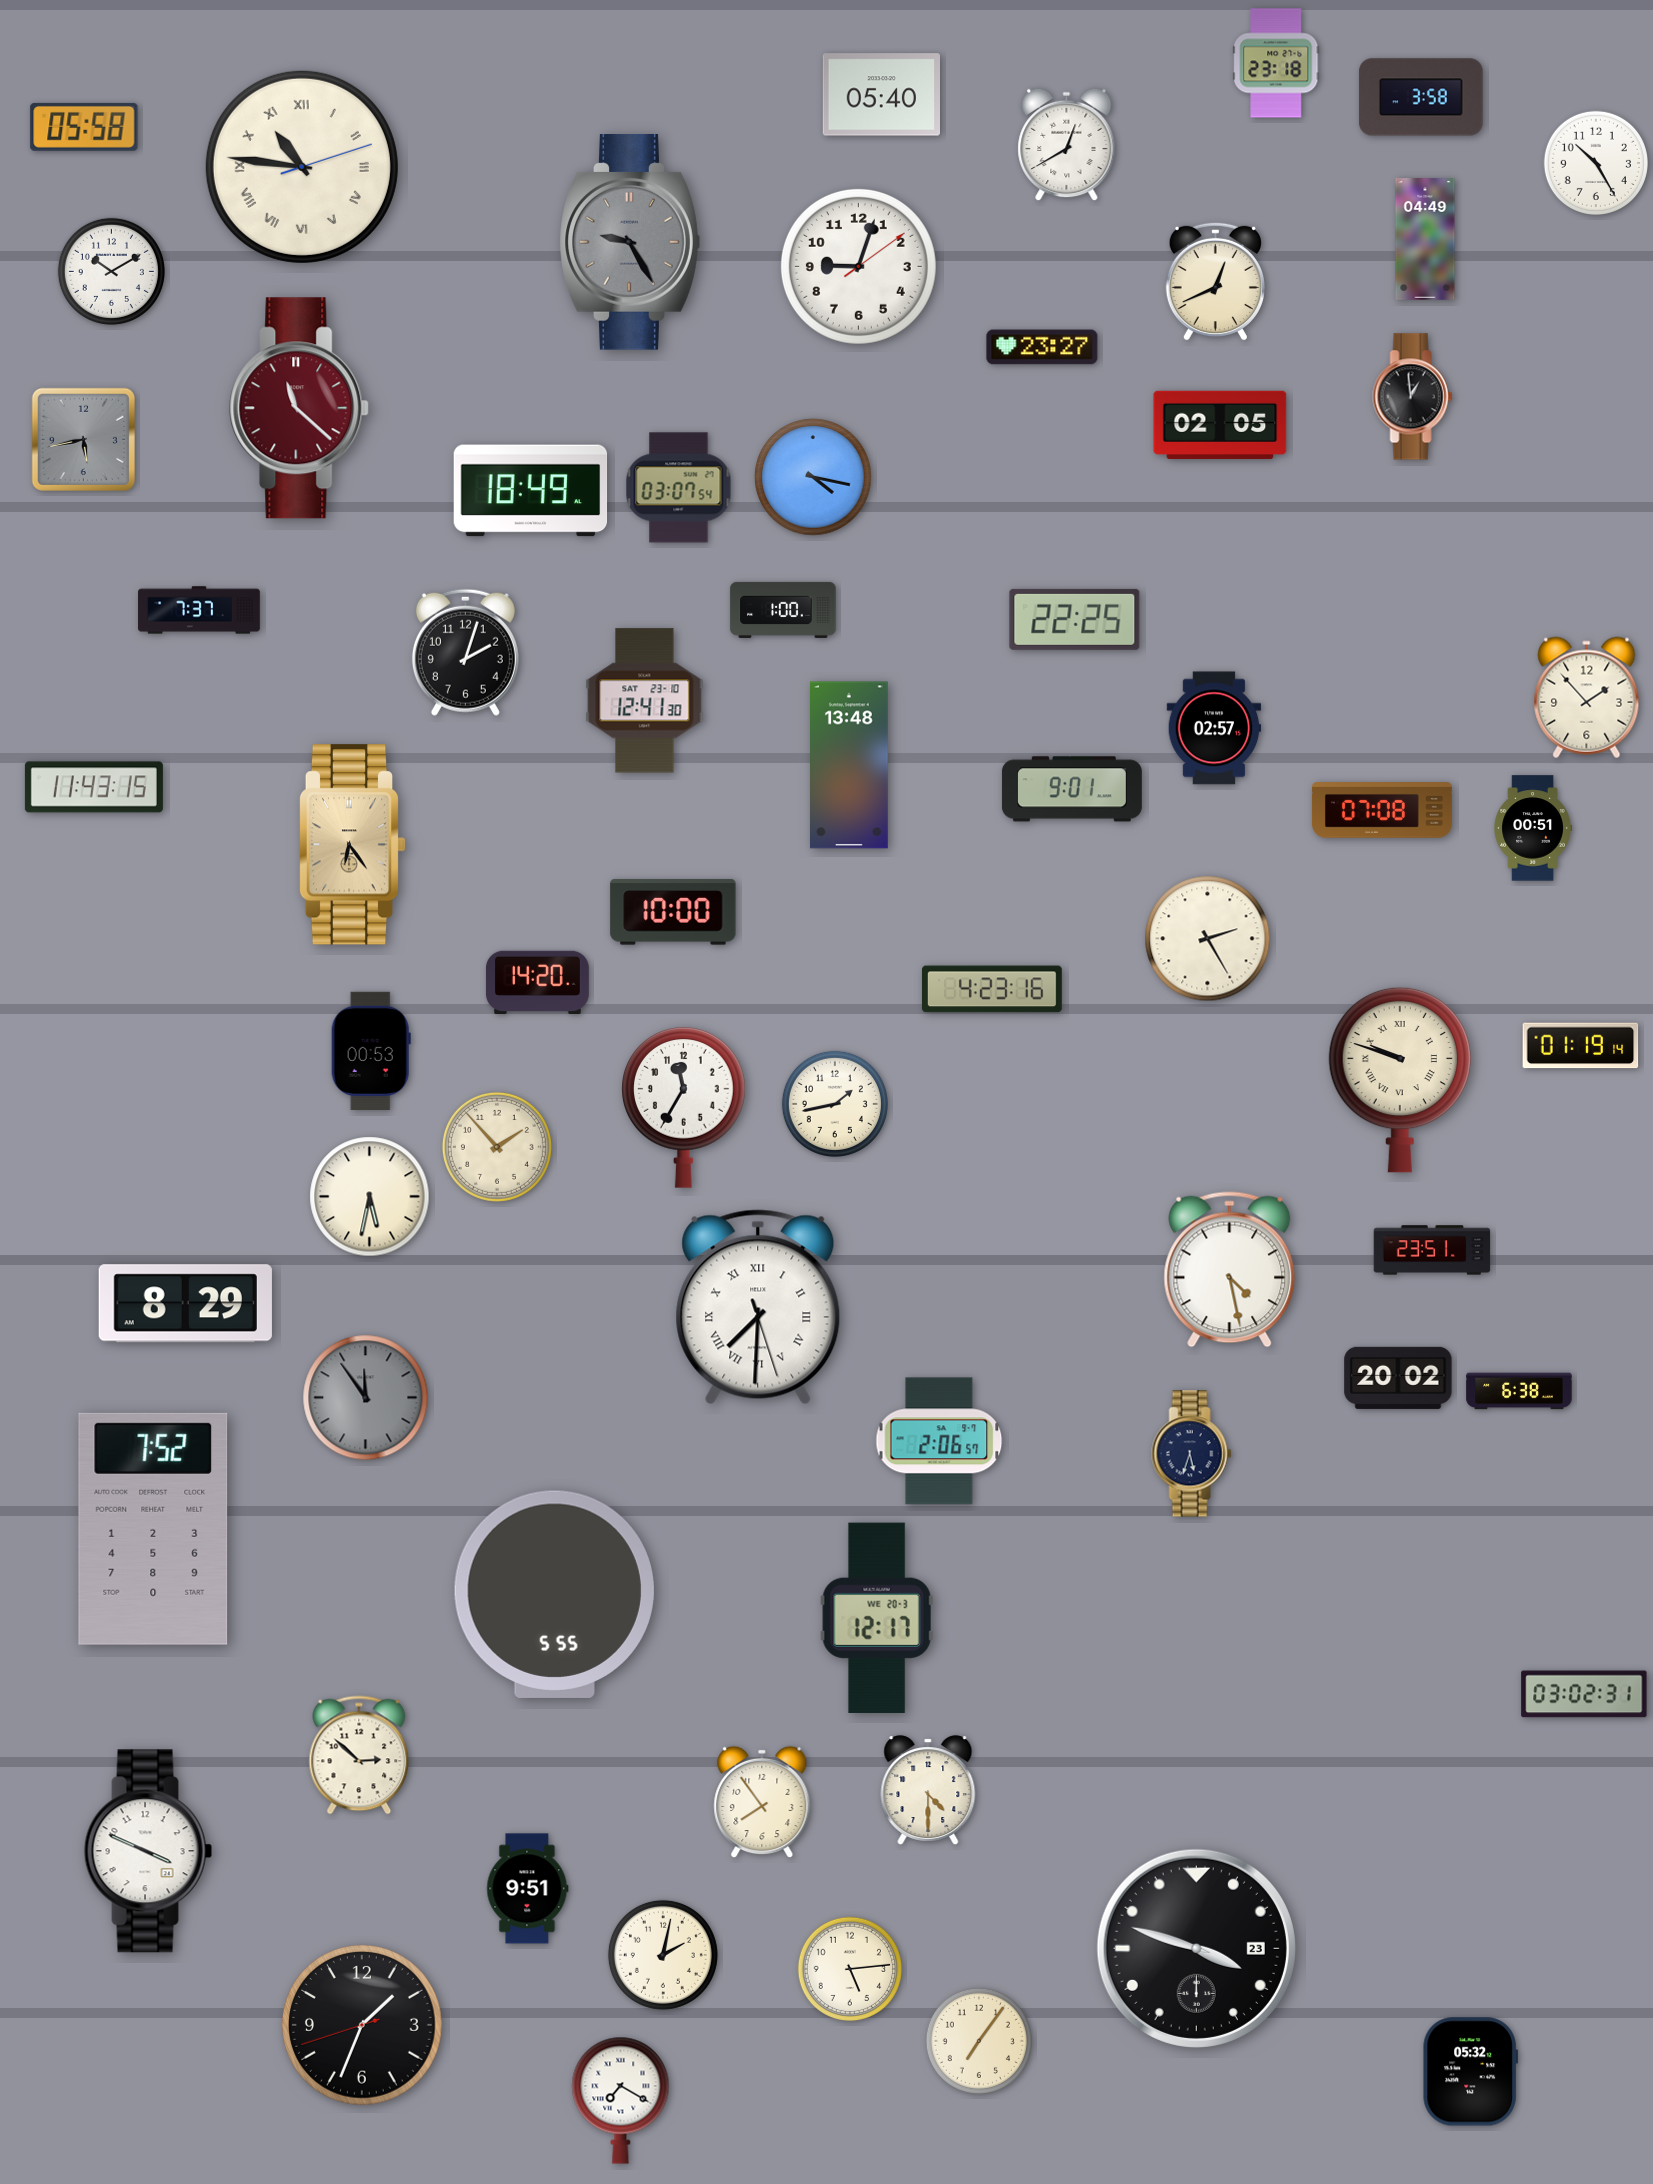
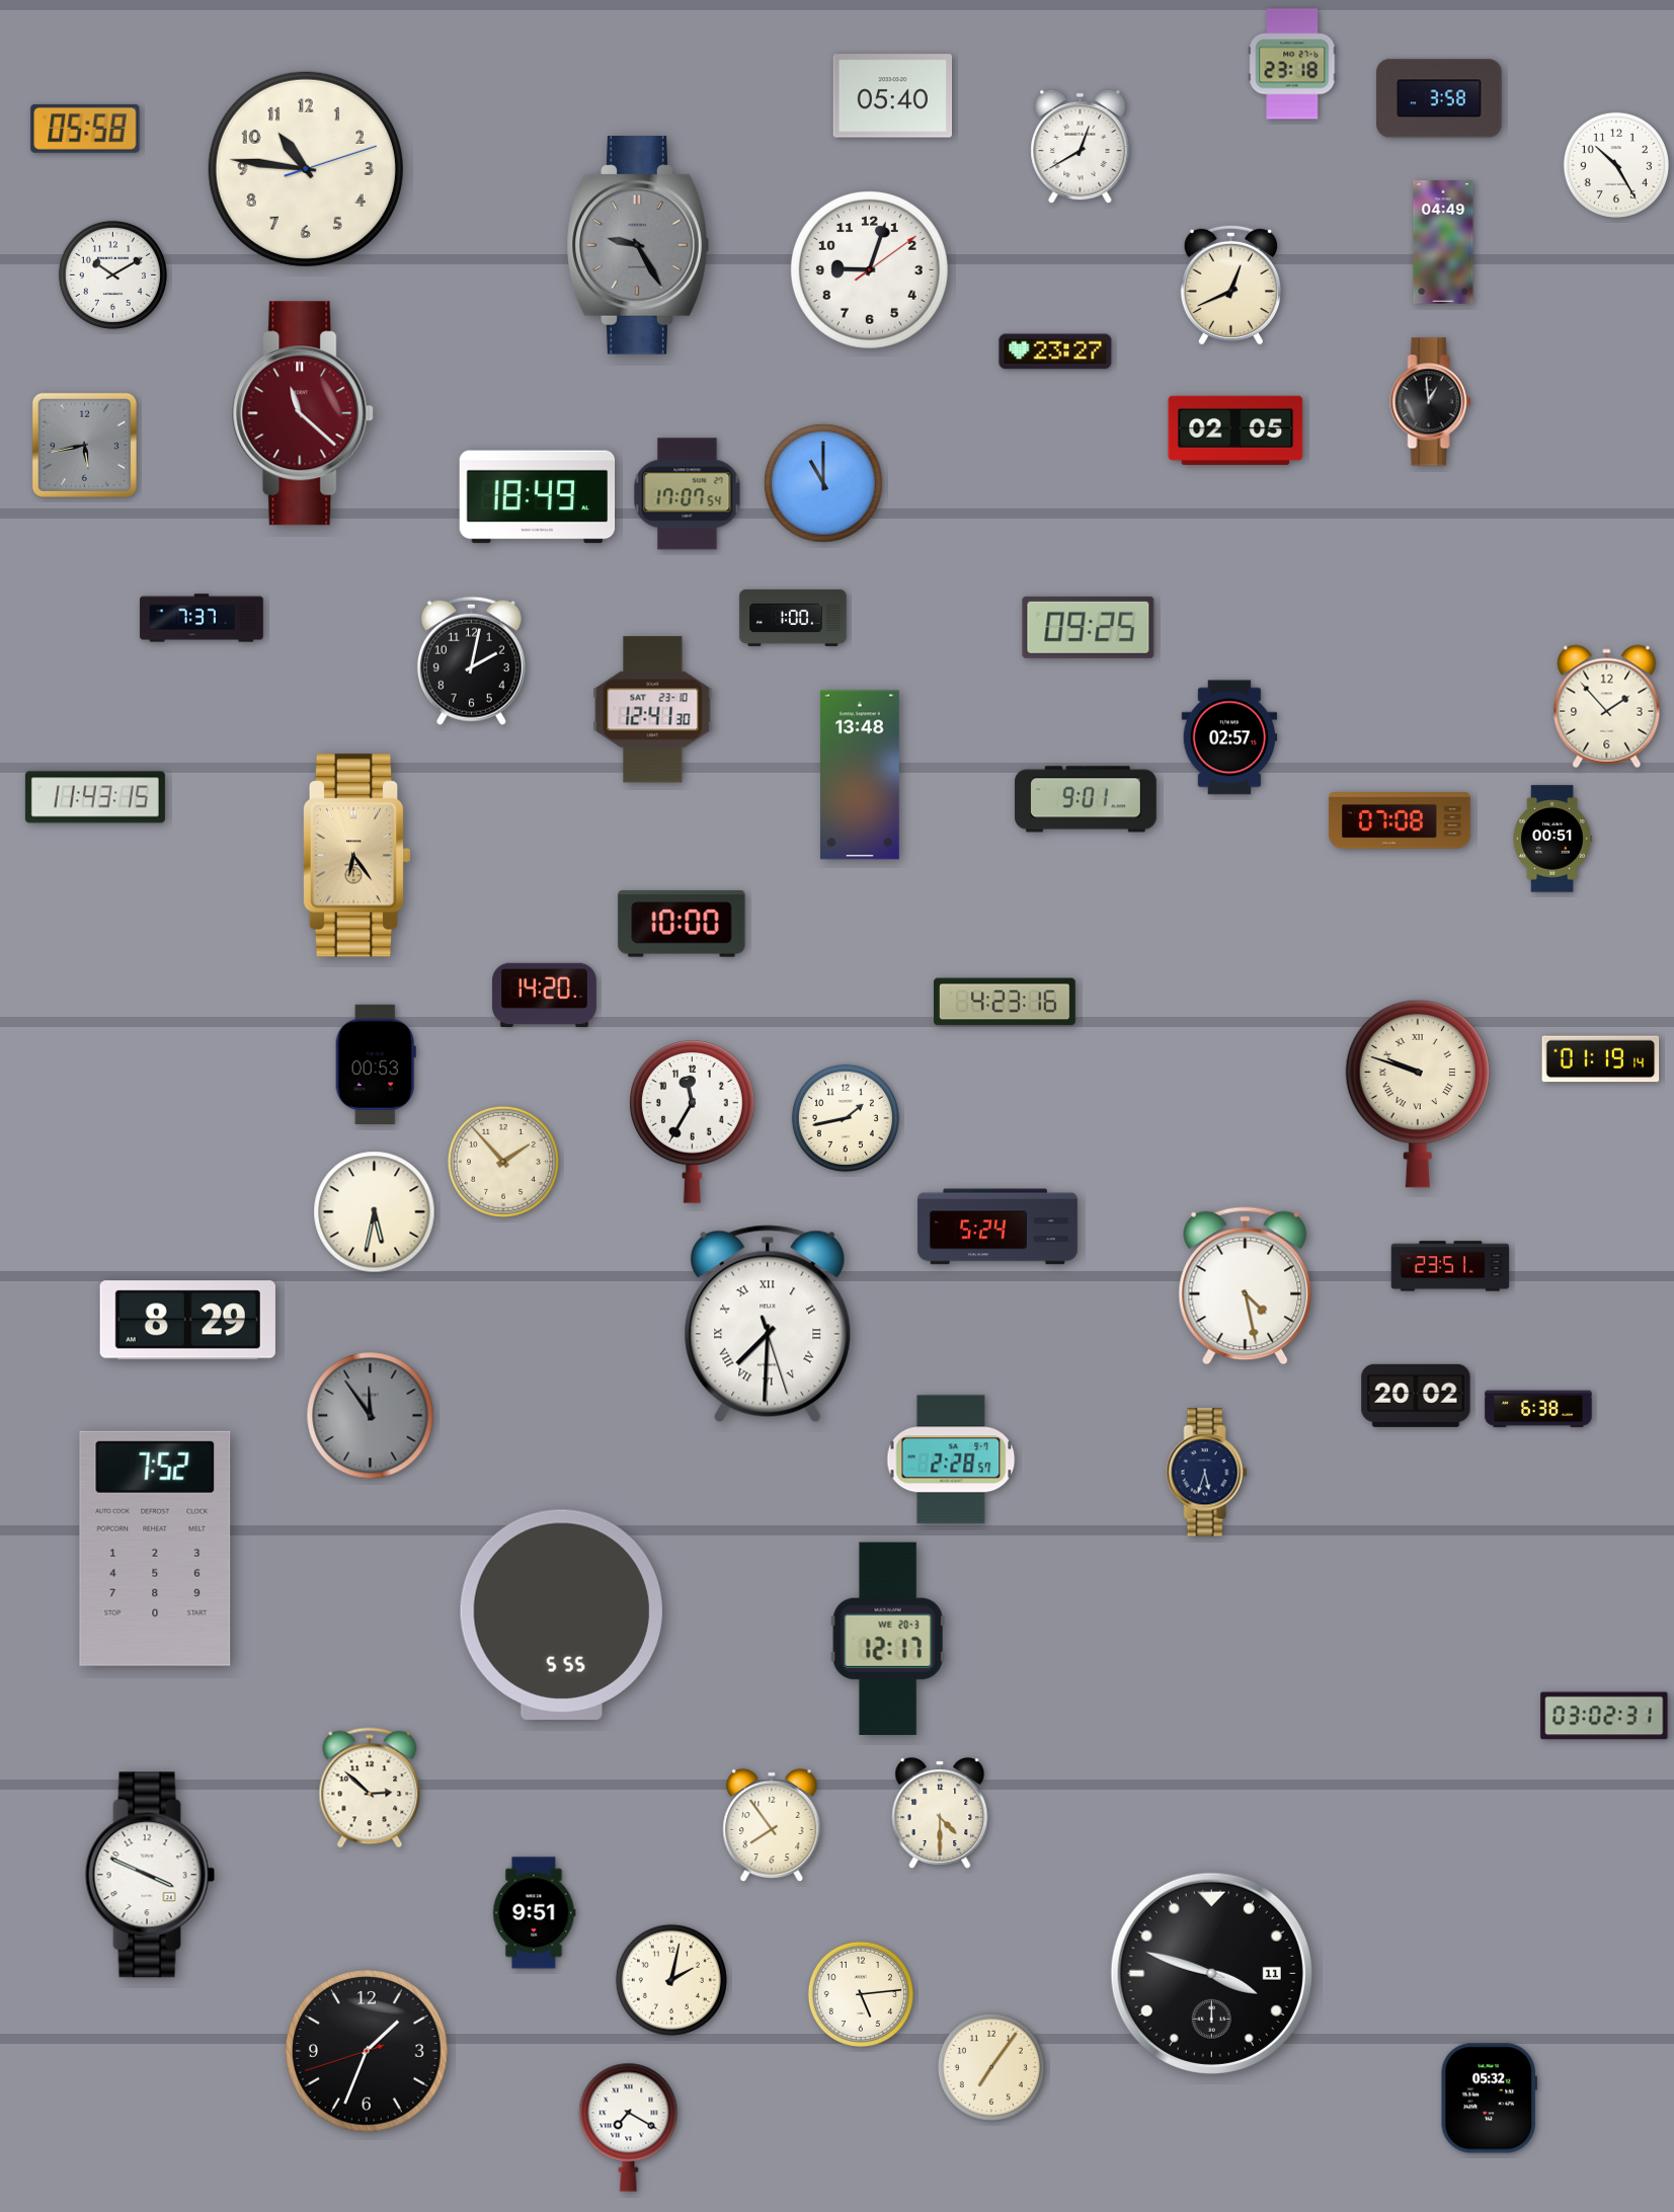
clock at (302, 167) numerals: Roman -> Arabic
clock at (813, 477): 4:17 -> 11:00
clock at (679, 488): 03:07 -> 17:07
clock at (1075, 619): 22:25 -> 09:25
clock at (465, 652): 2:03 -> 2:02
clock at (1208, 939): 2:25 -> none
clock at (998, 1227): none -> 5:24
clock at (939, 1441): 2:06 -> 2:28
clock at (359, 1755) position: (359, 1755) -> (370, 1788)
clock at (1196, 1948) date: 23 -> 11
